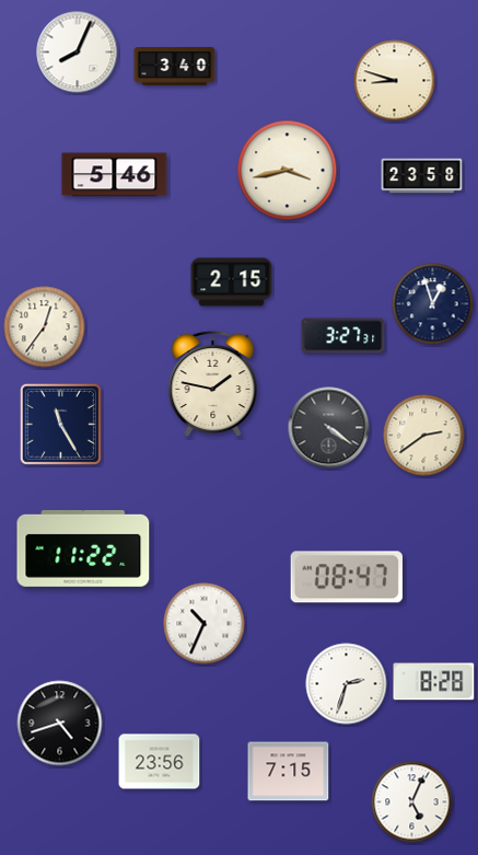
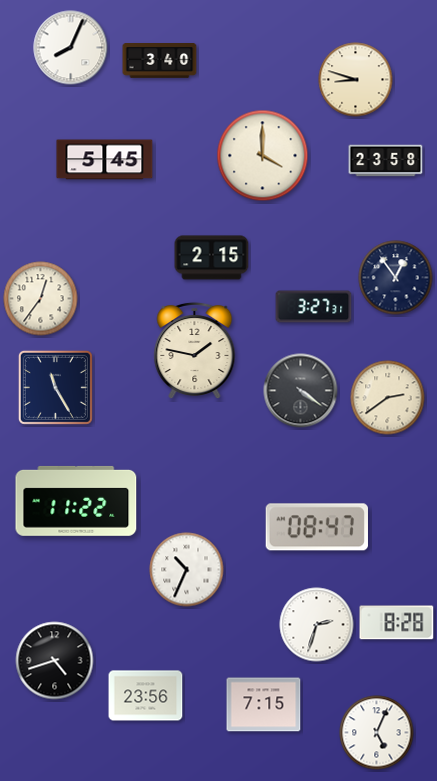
clock at (395, 81) position: (395, 81) -> (356, 80)
clock at (288, 171): 3:43 -> 4:00
clock at (115, 175): 5:46 -> 5:45
clock at (433, 304): 12:57 -> 12:54
